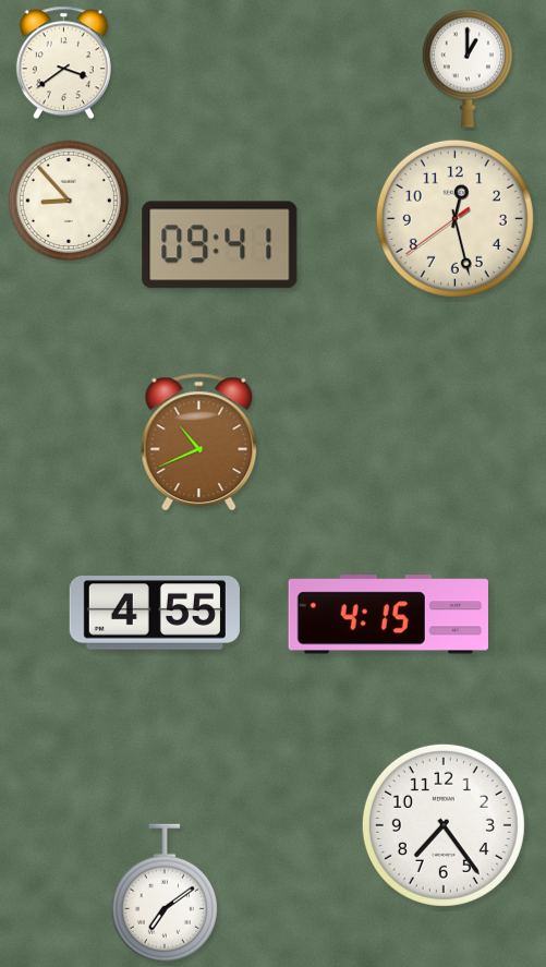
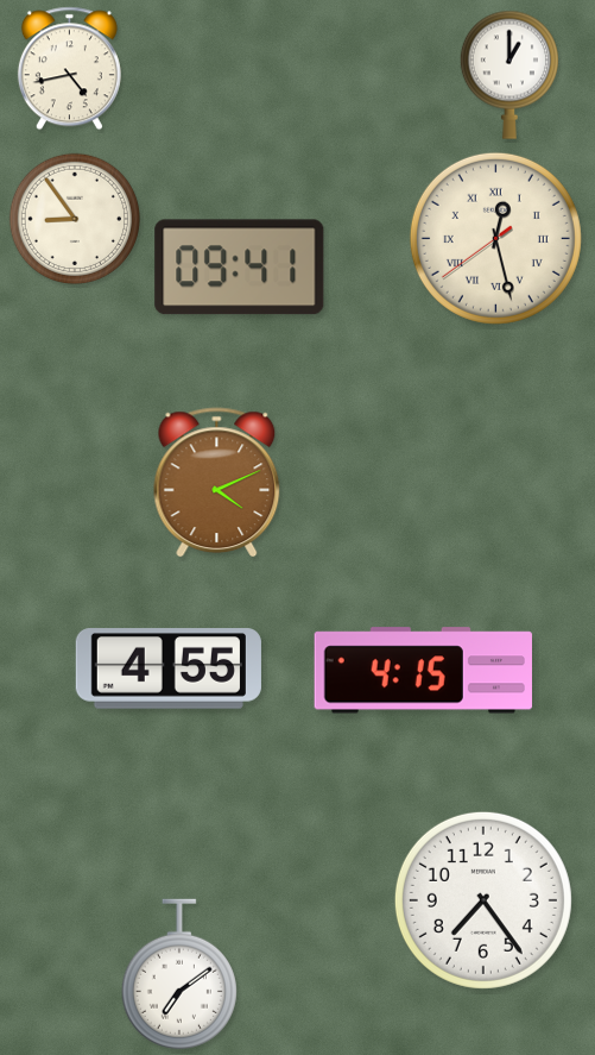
clock at (63, 63): 3:39 -> 4:43
clock at (68, 200): 8:53 -> 8:54
clock at (454, 218) numerals: Arabic -> Roman
clock at (199, 443): 10:41 -> 4:11
